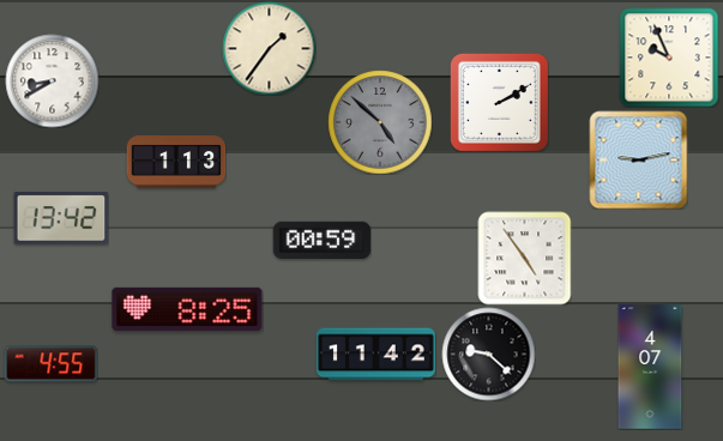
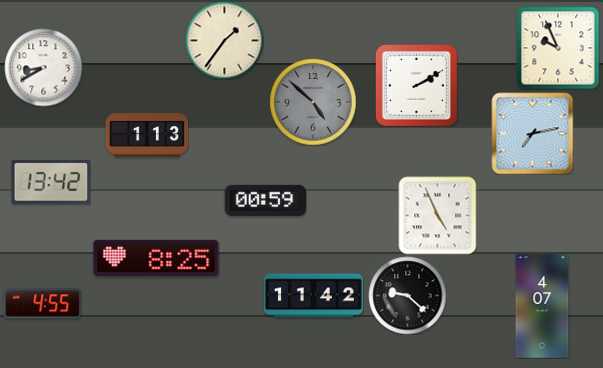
clock at (380, 122) position: (380, 122) -> (313, 102)
clock at (638, 159): 9:13 -> 7:13
clock at (321, 240) position: (321, 240) -> (265, 200)
clock at (524, 258): 4:54 -> 4:56
